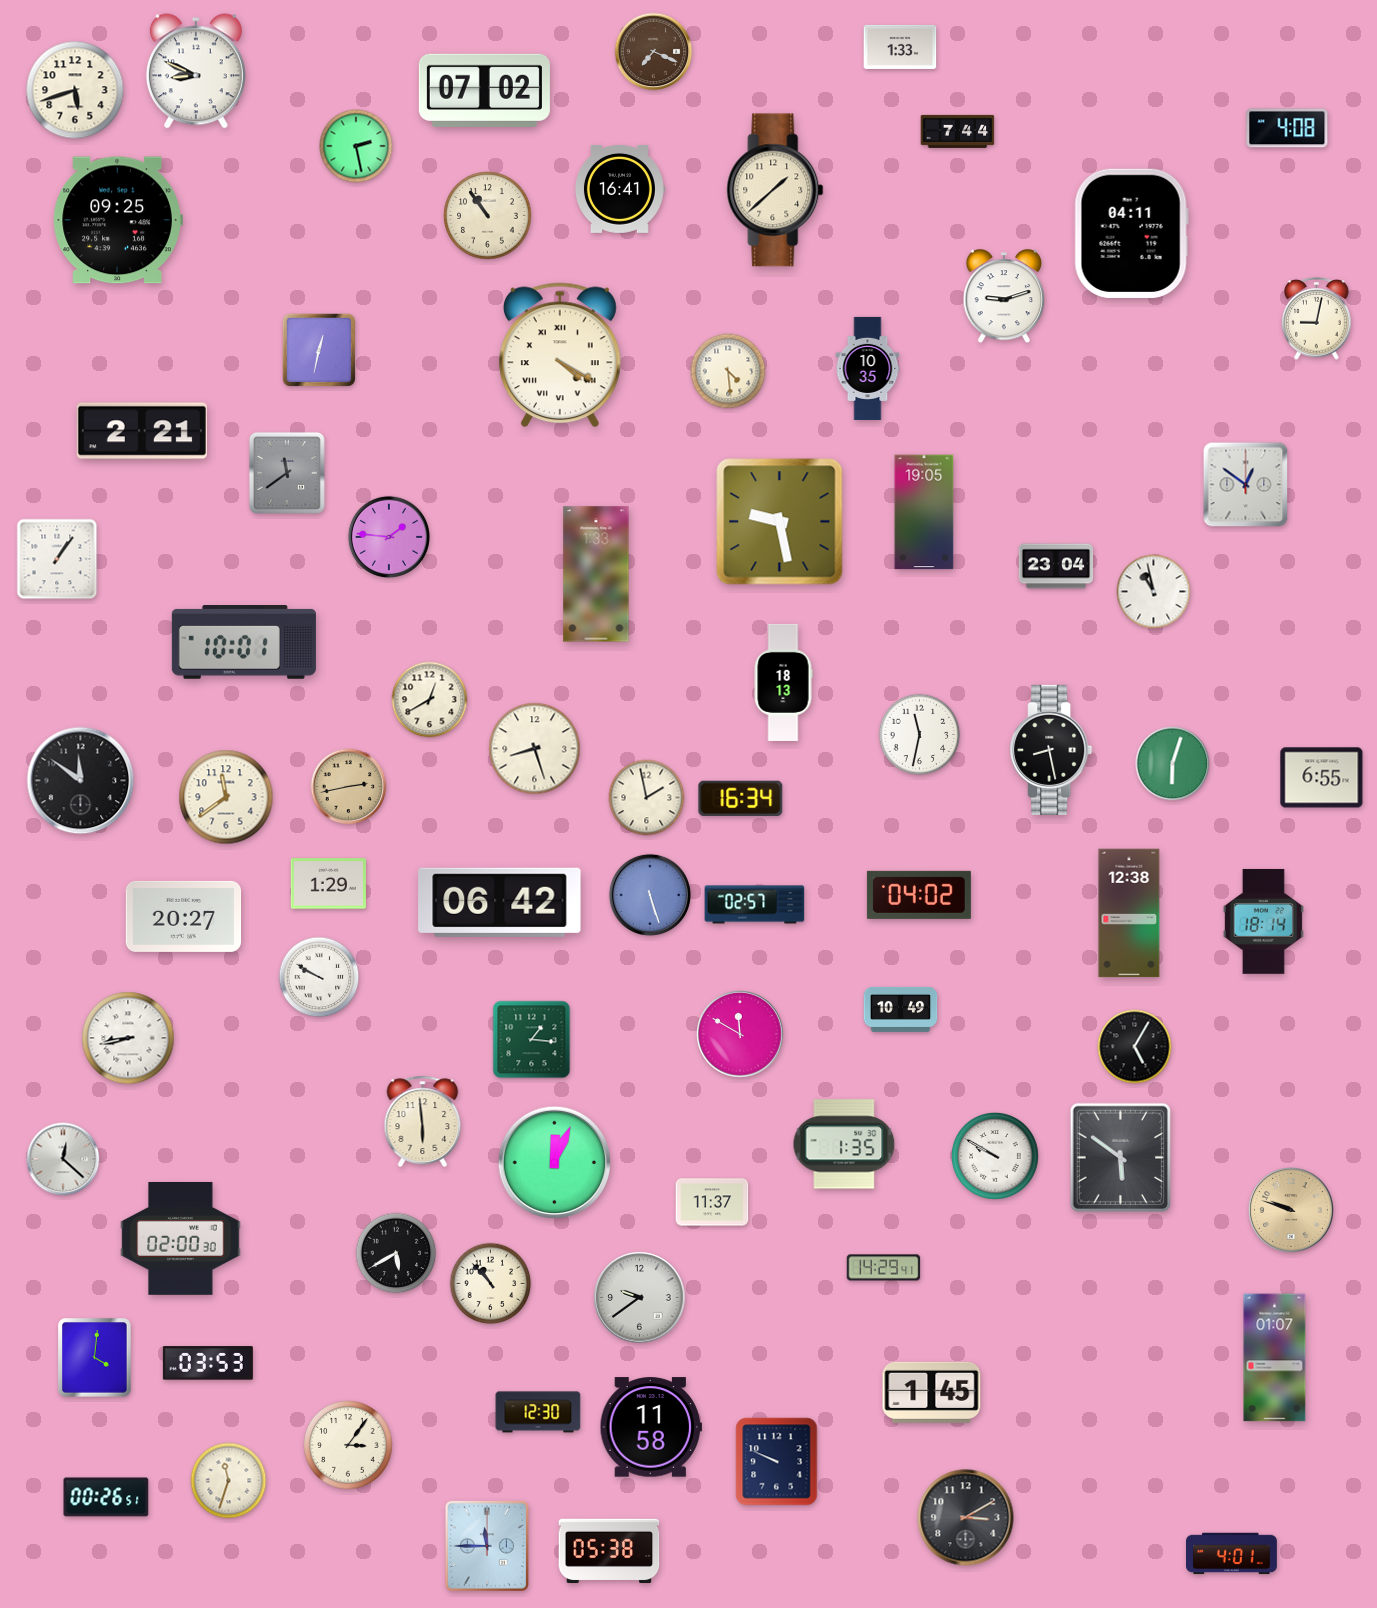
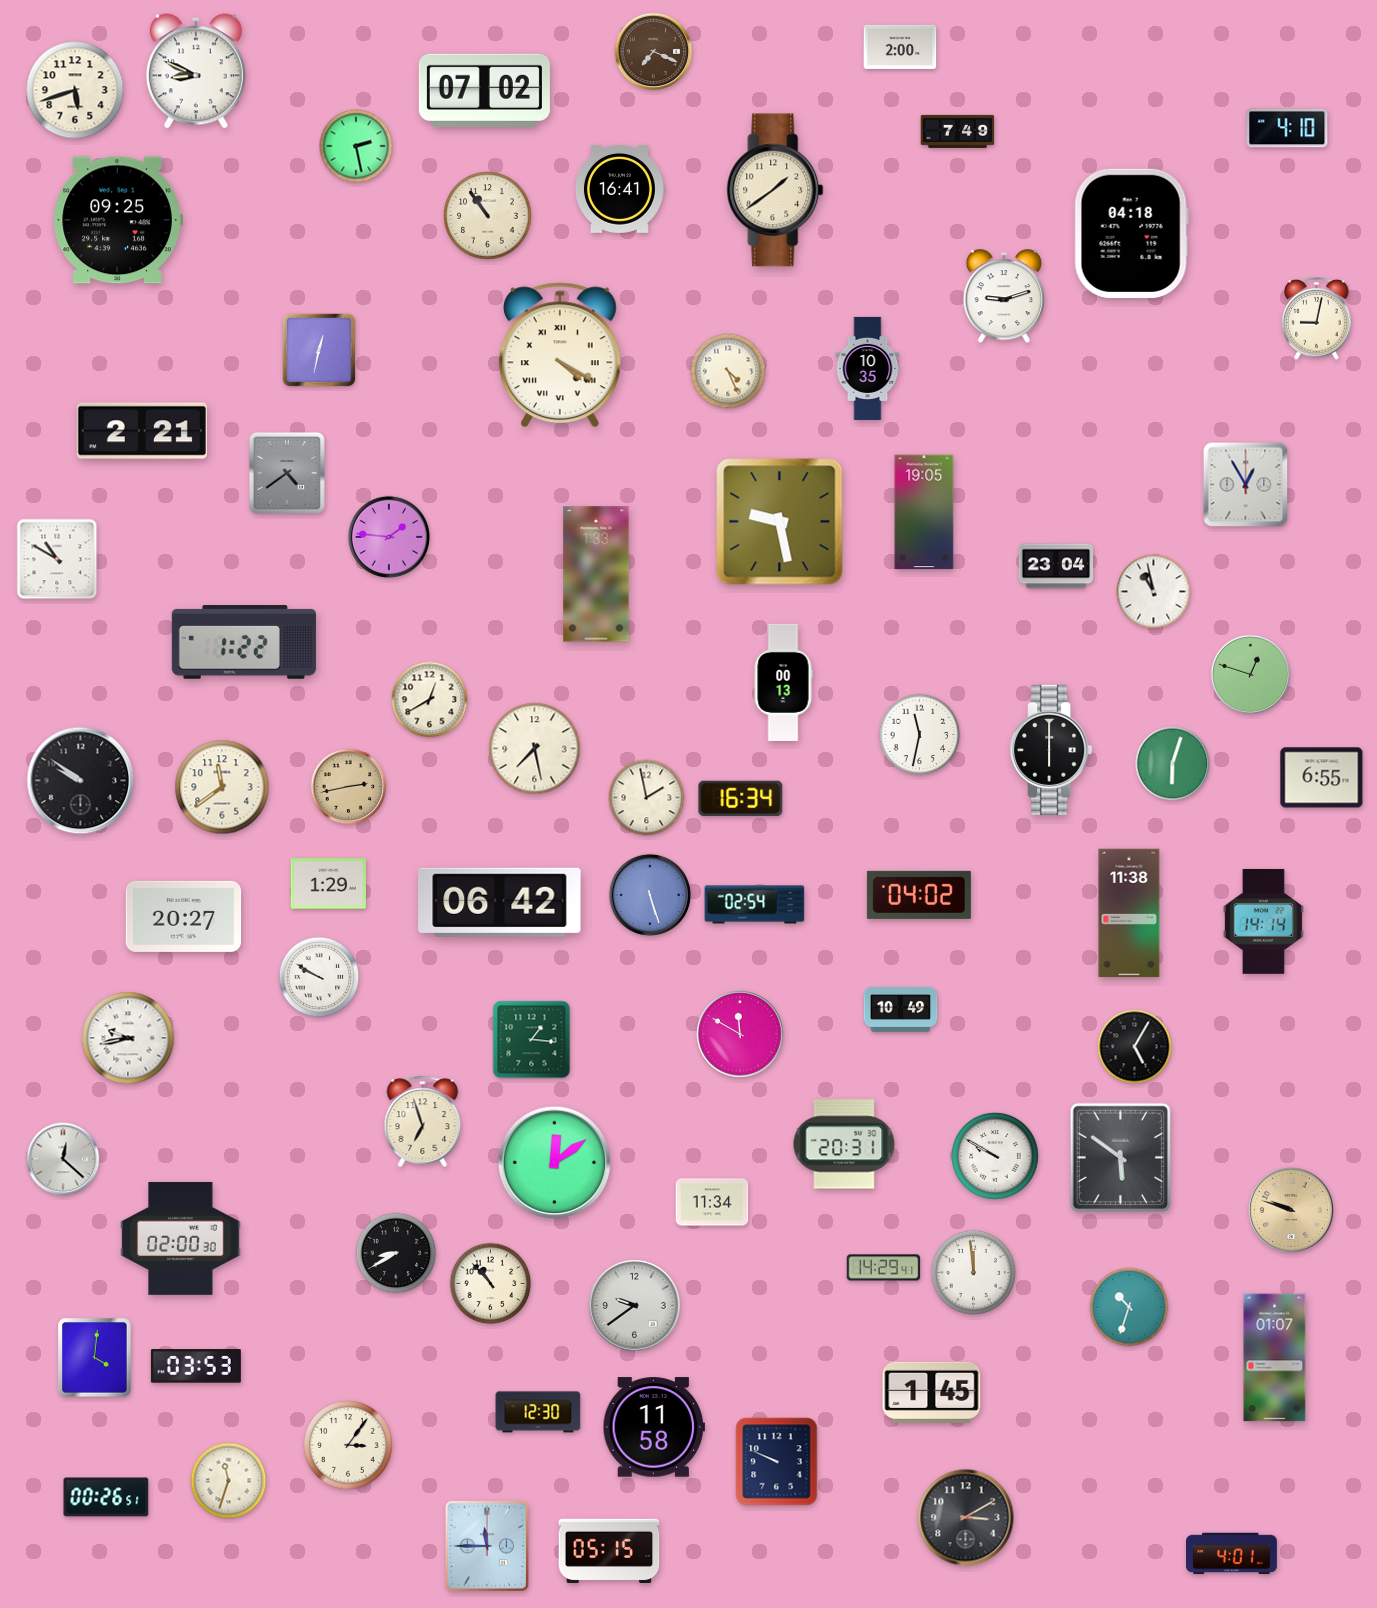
clock at (900, 47): 1:33 -> 2:00
clock at (1287, 128): 4:08 -> 4:10
clock at (958, 131): 7:44 -> 7:49
clock at (775, 190): 1:38 -> 1:39
clock at (1131, 233): 04:11 -> 04:18
clock at (728, 371): 4:29 -> 4:26
clock at (287, 473): 11:39 -> 4:39
clock at (1246, 485): 12:51 -> 12:55
clock at (57, 559): 1:06 -> 10:50
clock at (244, 643): 10:01 -> 1:22
clock at (1251, 675): none -> 12:48
clock at (783, 682): 18:13 -> 00:13
clock at (535, 749): 8:27 -> 7:28
clock at (1051, 750): 8:28 -> 6:00
clock at (81, 781): 11:51 -> 9:51
clock at (226, 797) position: (226, 797) -> (222, 787)
clock at (755, 905): 02:57 -> 02:54
clock at (1129, 913): 12:38 -> 11:38
clock at (1263, 921): 18:14 -> 14:14
clock at (128, 1038): 8:43 -> 9:43
clock at (423, 1121): 5:59 -> 6:57
clock at (844, 1144): 1:35 -> 20:31
clock at (554, 1162): 12:04 -> 12:09
clock at (712, 1202): 11:37 -> 11:34
clock at (396, 1253): 5:40 -> 8:40
clock at (973, 1272): none -> 11:59
clock at (640, 1298) position: (640, 1298) -> (635, 1306)
clock at (1129, 1307): none -> 10:33
clock at (208, 1363) position: (208, 1363) -> (196, 1366)
clock at (651, 1427) position: (651, 1427) -> (654, 1427)
clock at (609, 1551): 05:38 -> 05:15
